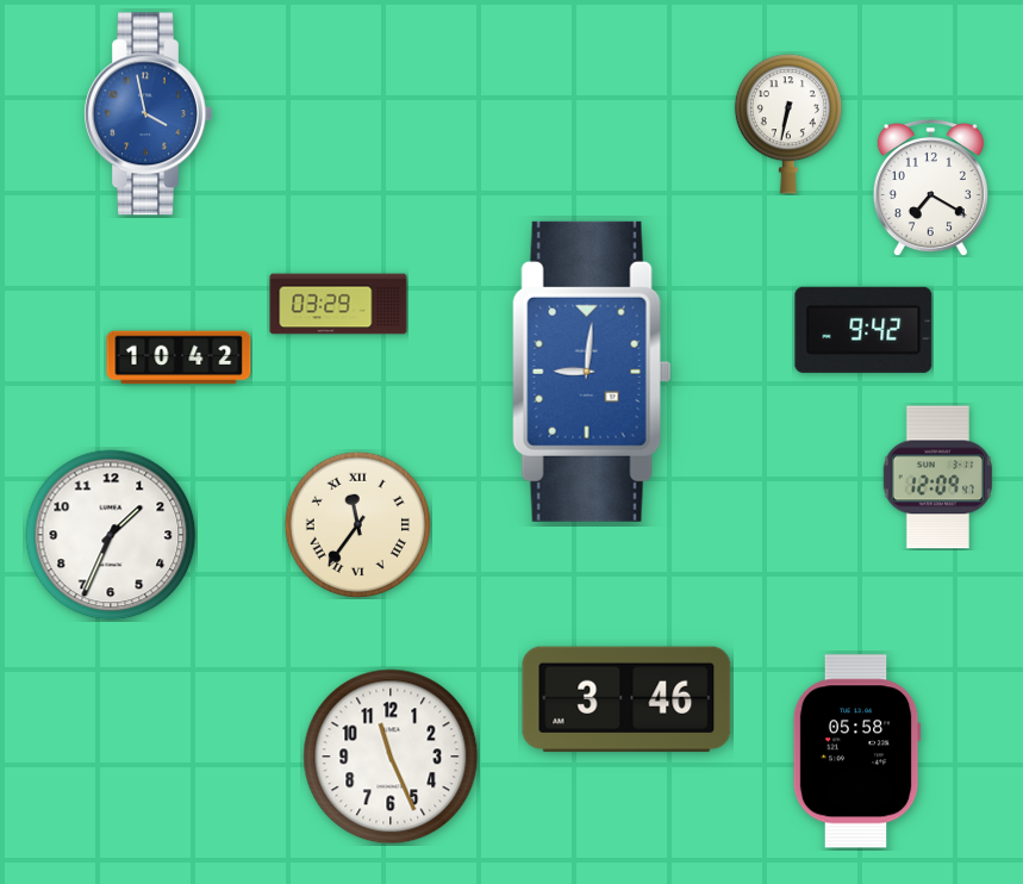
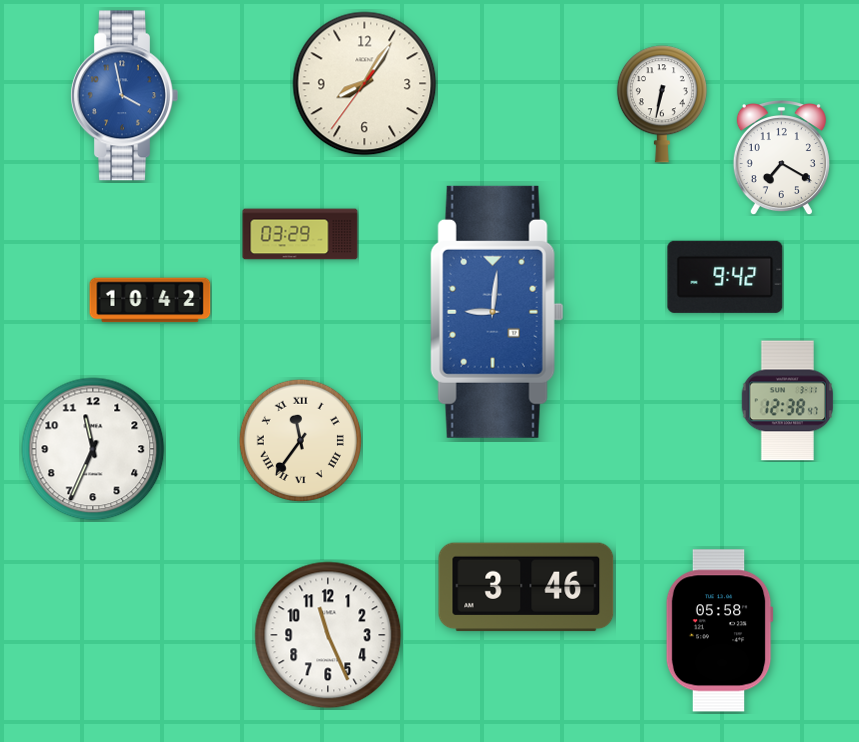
clock at (365, 84): none -> 8:05
clock at (338, 304) position: (338, 304) -> (300, 234)
clock at (937, 478): 12:09 -> 12:38
clock at (111, 535): 1:34 -> 11:34
